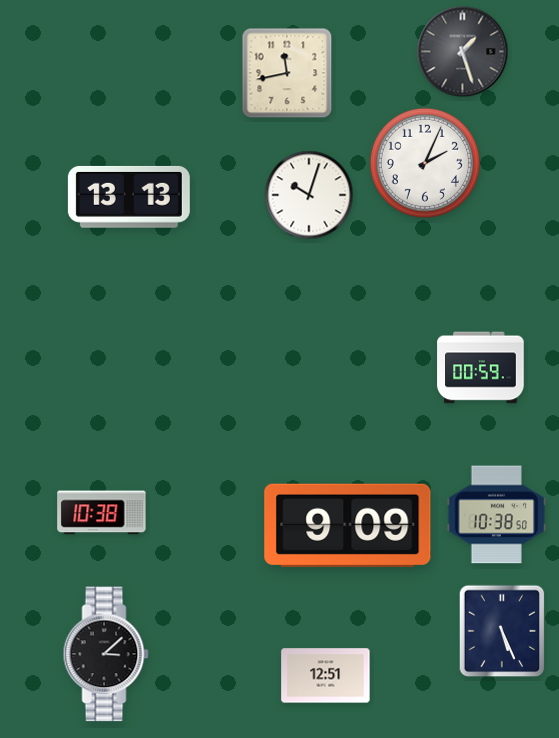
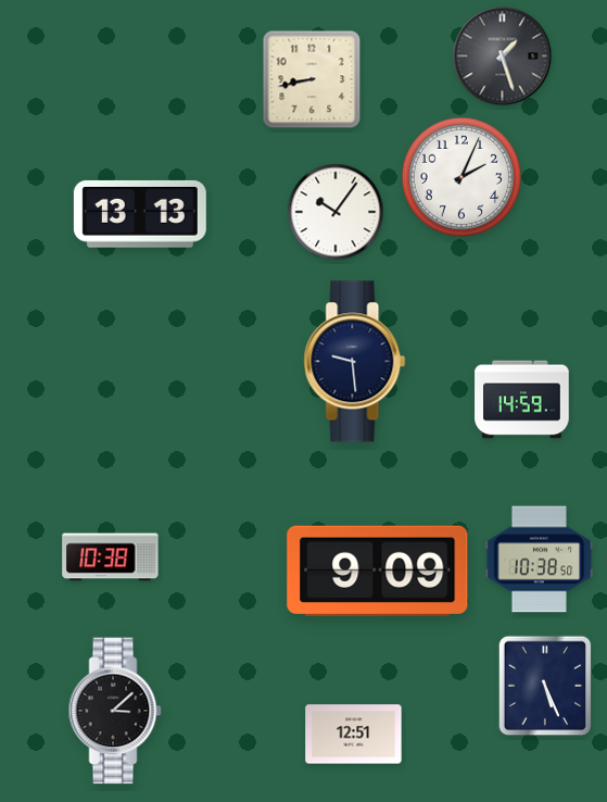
clock at (287, 73): 11:43 -> 8:43
clock at (309, 195): 10:03 -> 10:06
clock at (355, 362): none -> 9:29
clock at (481, 368): 00:59 -> 14:59
